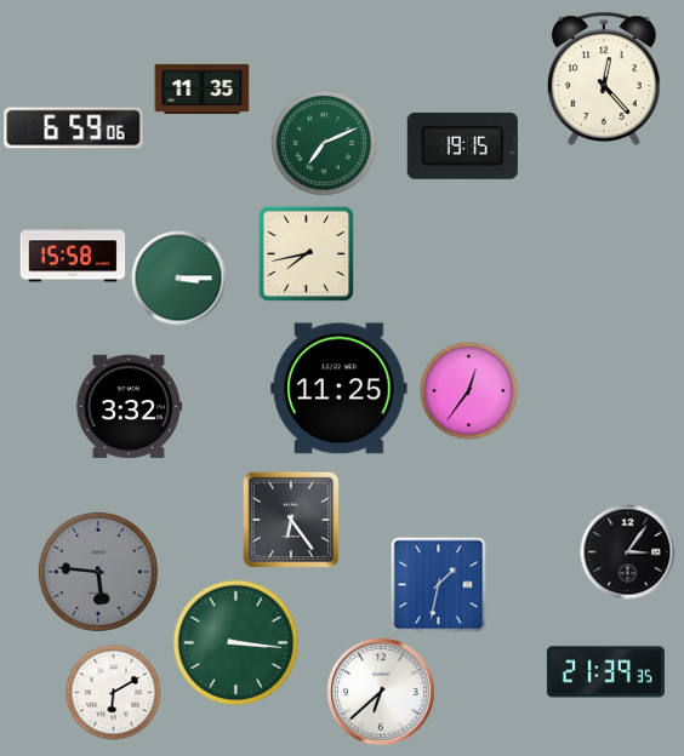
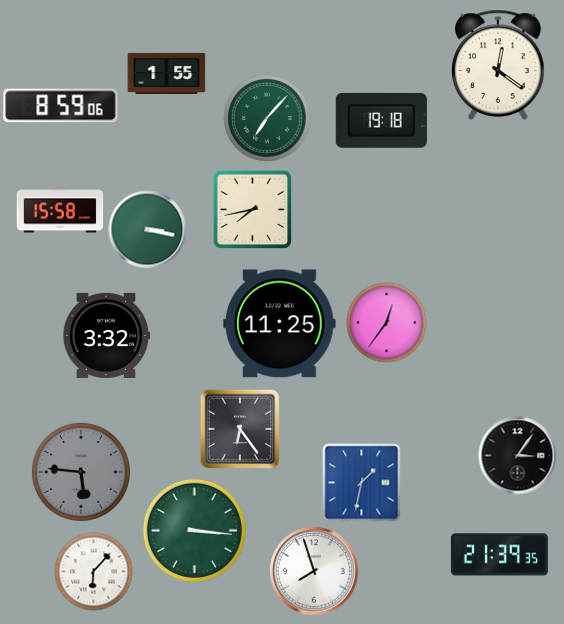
clock at (605, 79): 12:23 -> 12:21
clock at (201, 88): 11:35 -> 1:55
clock at (74, 128): 6:59 -> 8:59
clock at (324, 143): 7:11 -> 7:07
clock at (462, 145): 19:15 -> 19:18
clock at (178, 277): 3:15 -> 3:17
clock at (340, 389) position: (340, 389) -> (280, 324)
clock at (113, 692): 6:10 -> 6:07
clock at (381, 692): 6:38 -> 7:57
